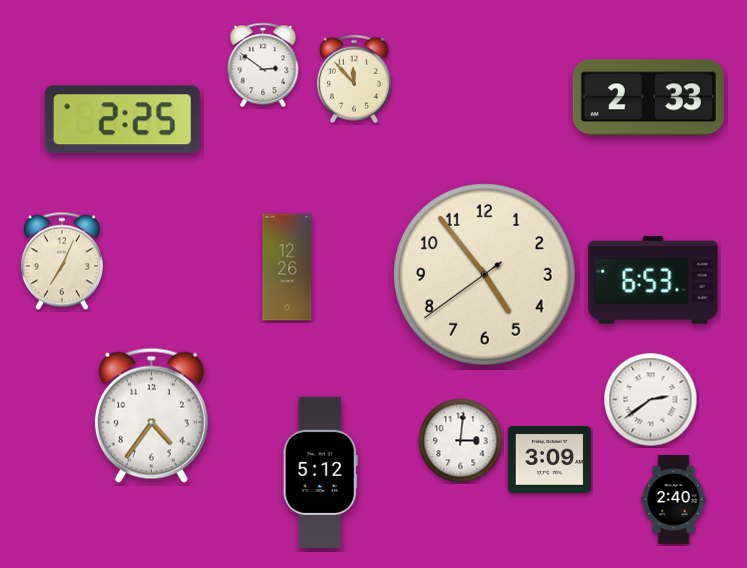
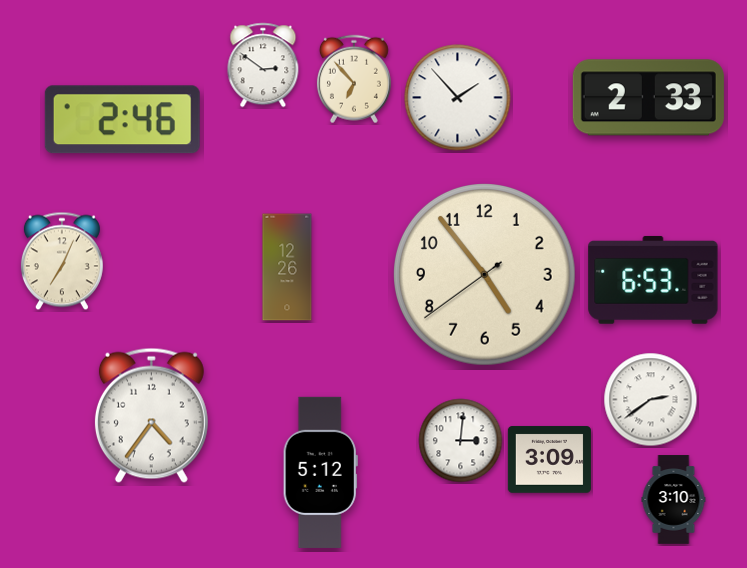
clock at (354, 79): 11:53 -> 6:53
clock at (458, 98): none -> 1:53
clock at (122, 120): 2:25 -> 2:46
clock at (674, 500): 2:40 -> 3:10
